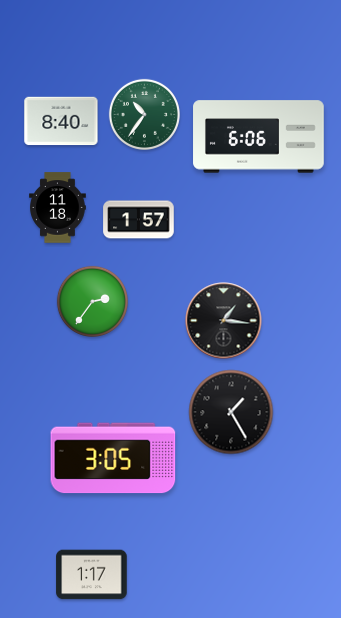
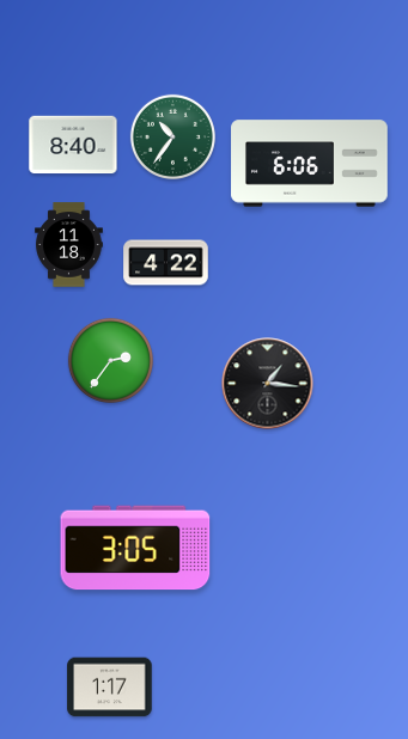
clock at (58, 208) position: (58, 208) -> (69, 245)
clock at (139, 220): 1:57 -> 4:22
clock at (231, 412): 1:25 -> none
